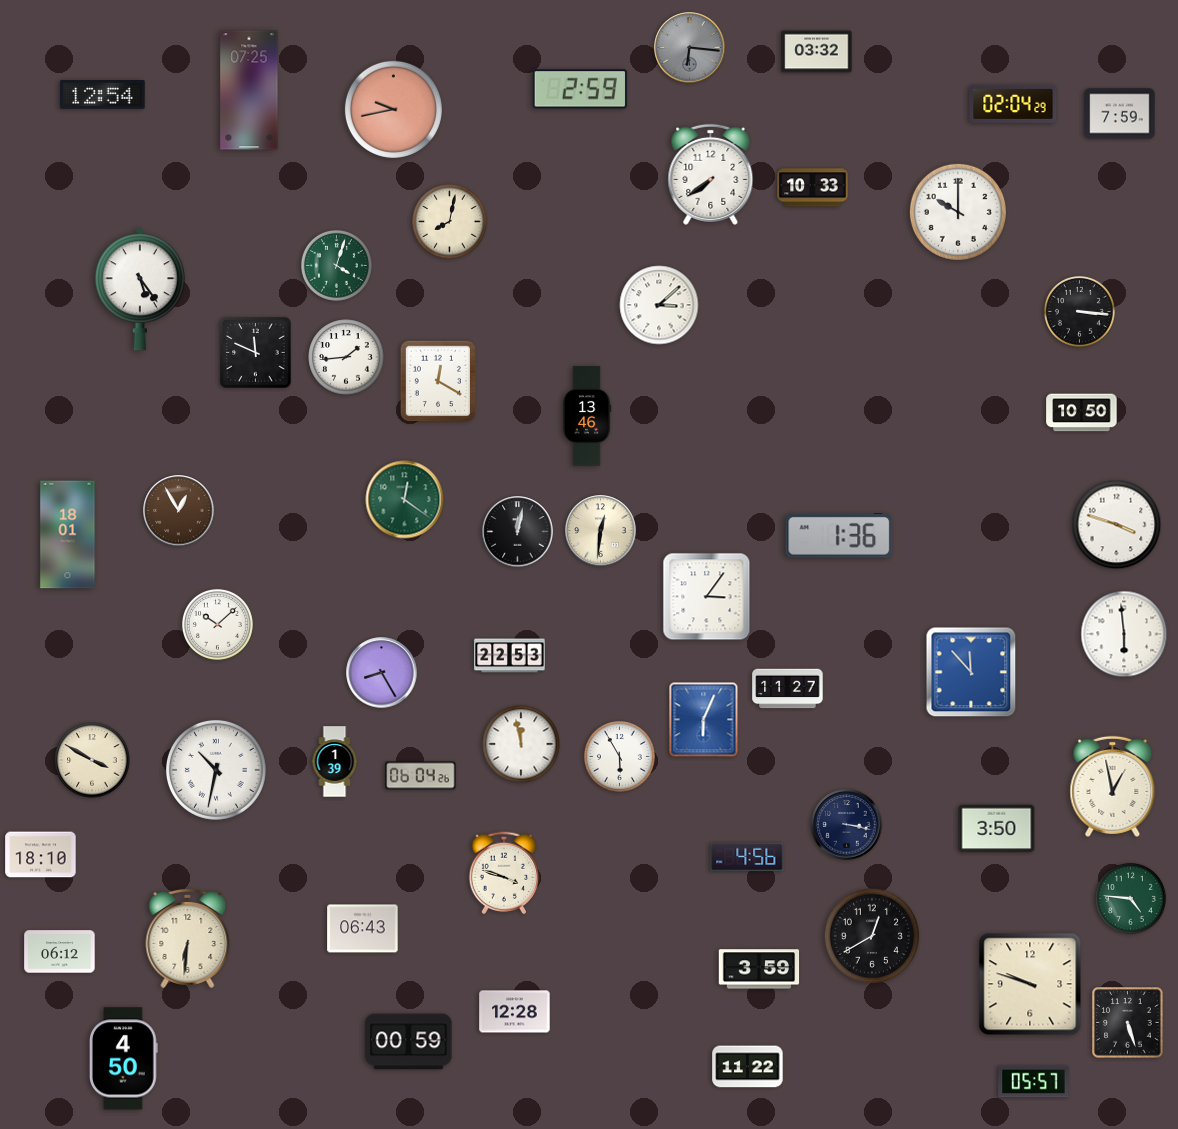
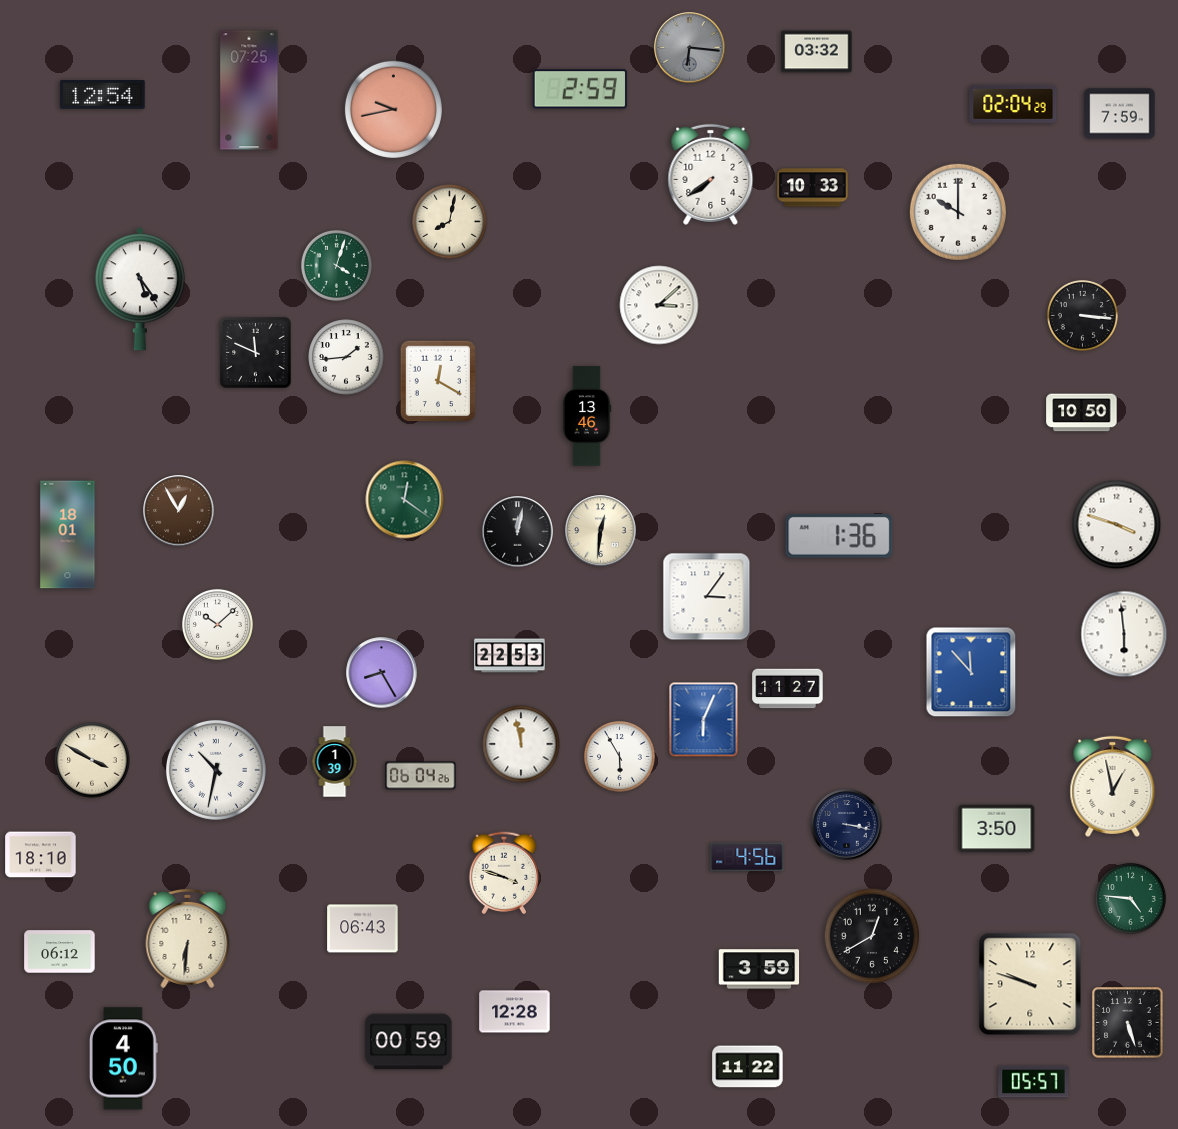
clock at (1079, 311) position: (1079, 311) -> (1082, 315)
